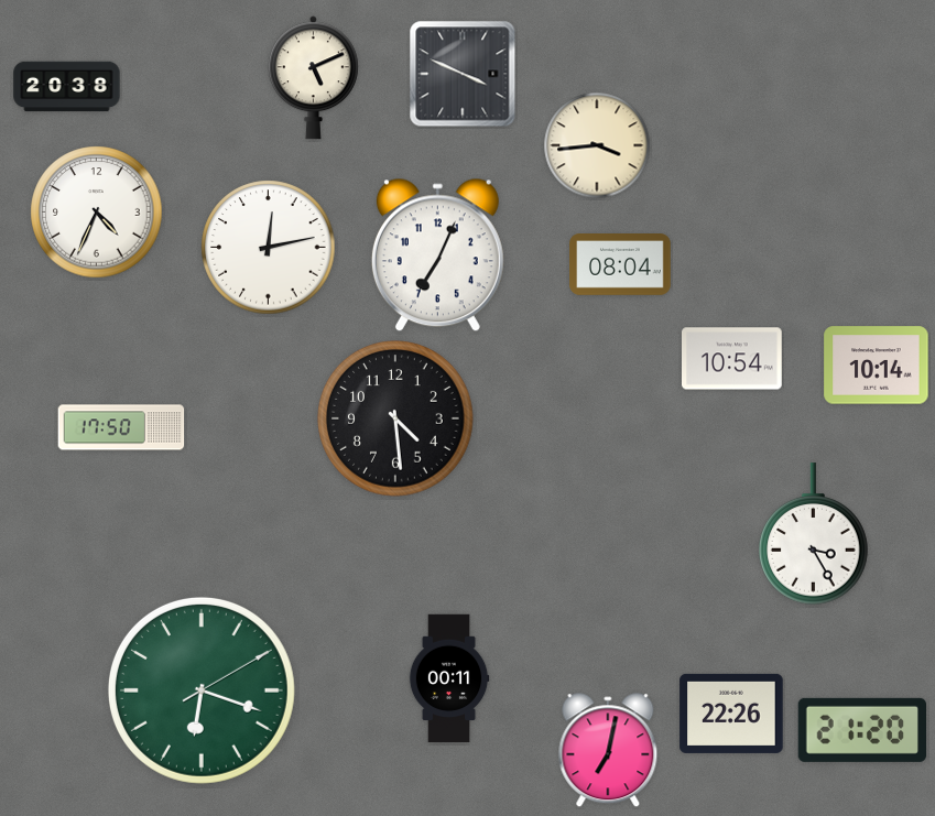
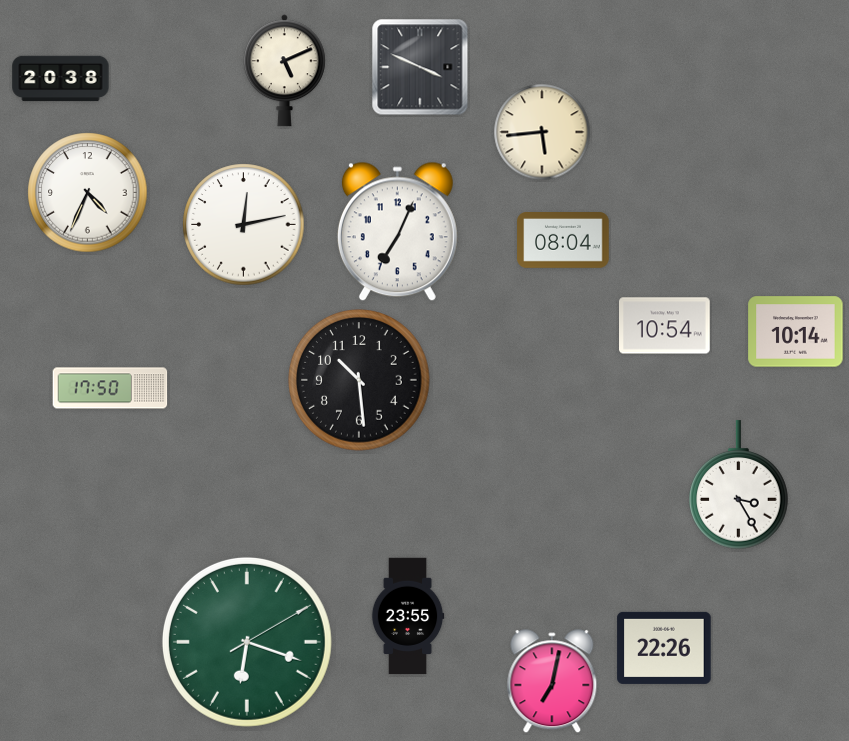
clock at (597, 145): 3:44 -> 5:44
clock at (395, 418): 4:29 -> 10:29
clock at (449, 678): 00:11 -> 23:55
clock at (202, 690) position: (202, 690) -> (247, 642)
clock at (861, 730): 21:20 -> none
